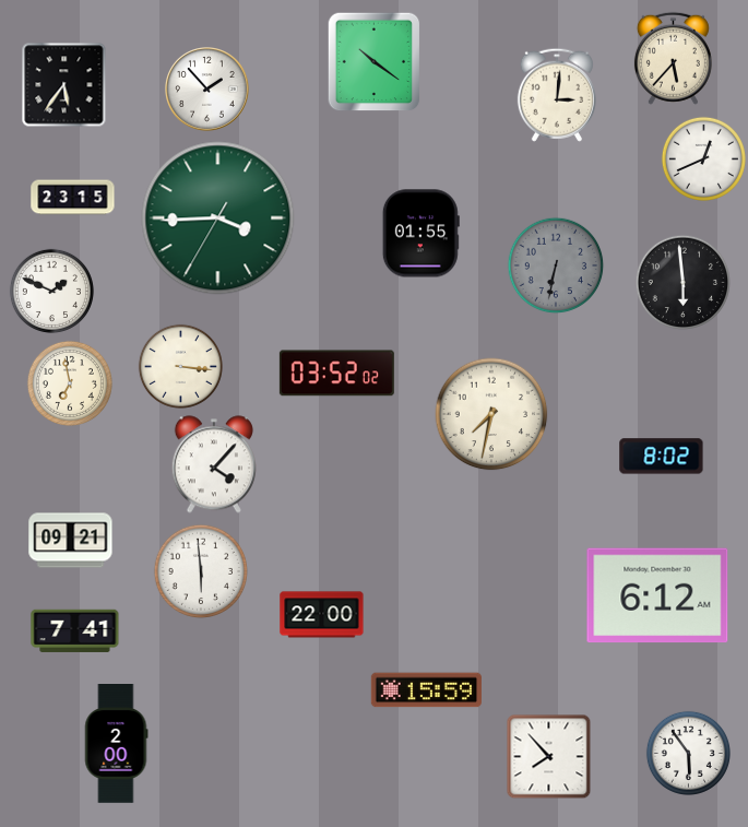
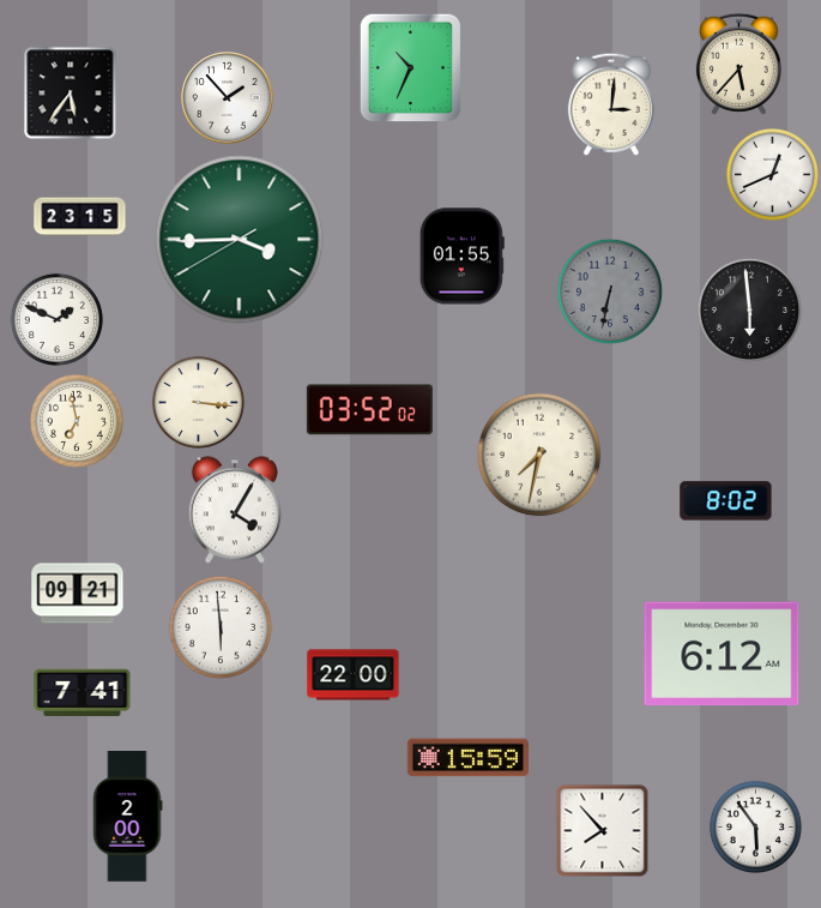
clock at (375, 61): 10:21 -> 10:34
clock at (218, 218): 3:44:35 -> 3:44:40
clock at (214, 464): 4:07 -> 4:05
